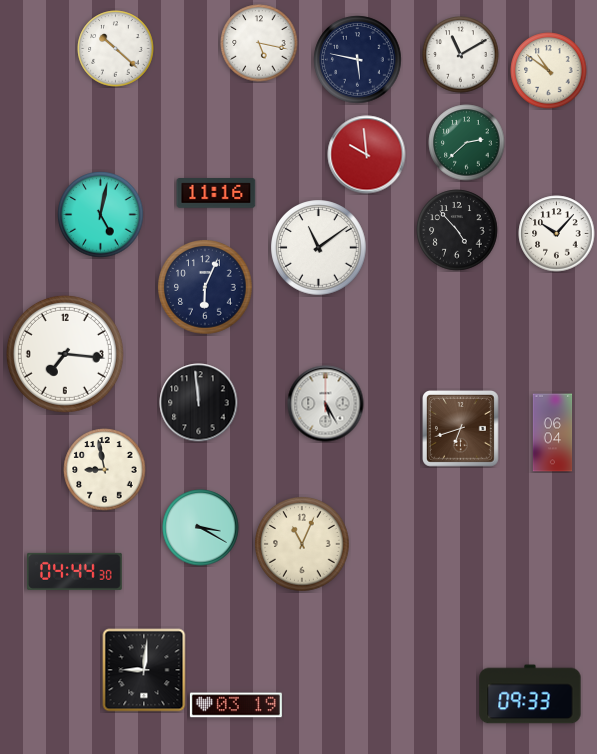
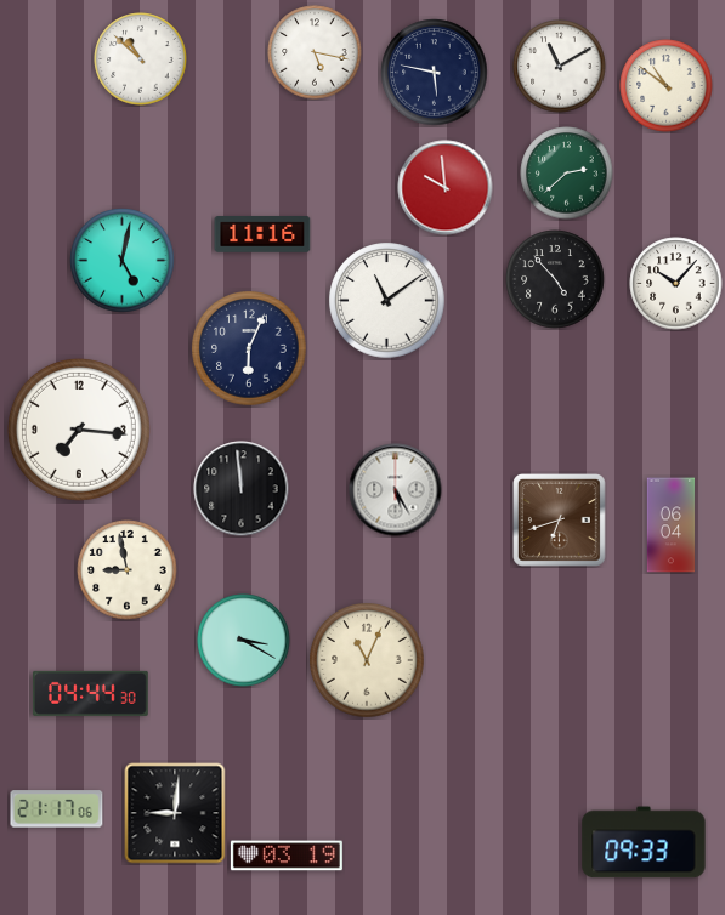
clock at (116, 49): 10:22 -> 10:52
clock at (57, 809): none -> 21:17
